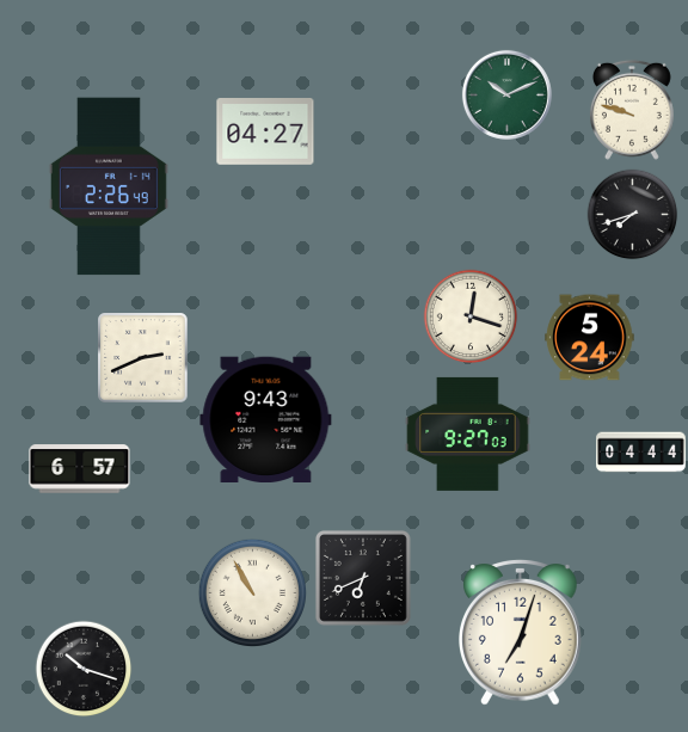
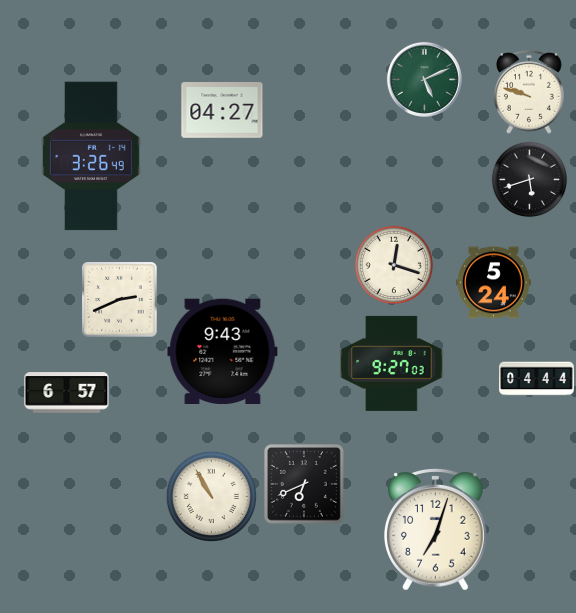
clock at (506, 94): 10:11 -> 5:11
clock at (109, 186): 2:26 -> 3:26
clock at (633, 215): 7:42 -> 5:42
clock at (84, 669): 10:18 -> none
